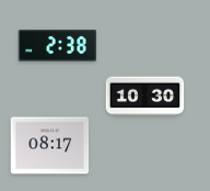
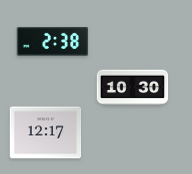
clock at (50, 146): 08:17 -> 12:17
